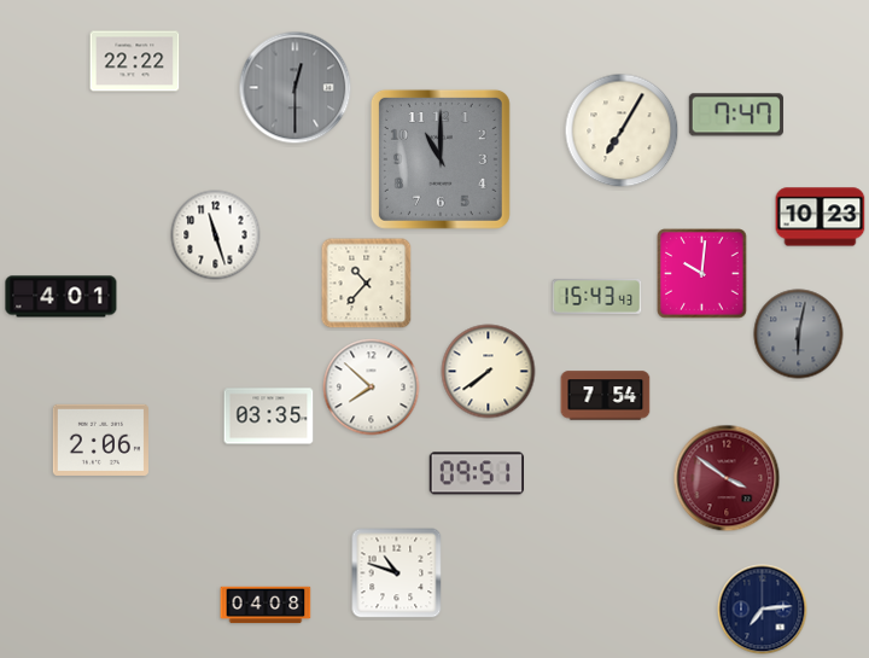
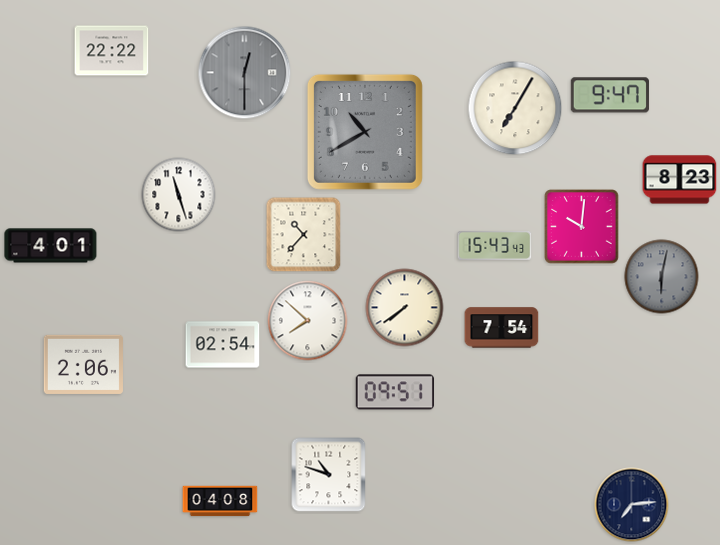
clock at (736, 115): 7:47 -> 9:47
clock at (441, 159): 11:00 -> 10:40
clock at (821, 217): 10:23 -> 8:23
clock at (269, 417): 03:35 -> 02:54
clock at (727, 478): 3:51 -> none
